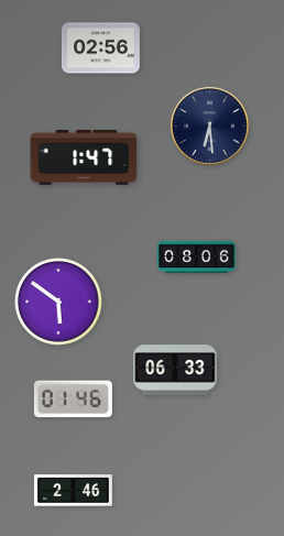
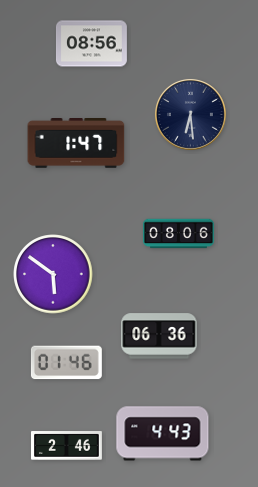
clock at (100, 48): 02:56 -> 08:56
clock at (175, 370): 06:33 -> 06:36
clock at (163, 434): none -> 4:43
